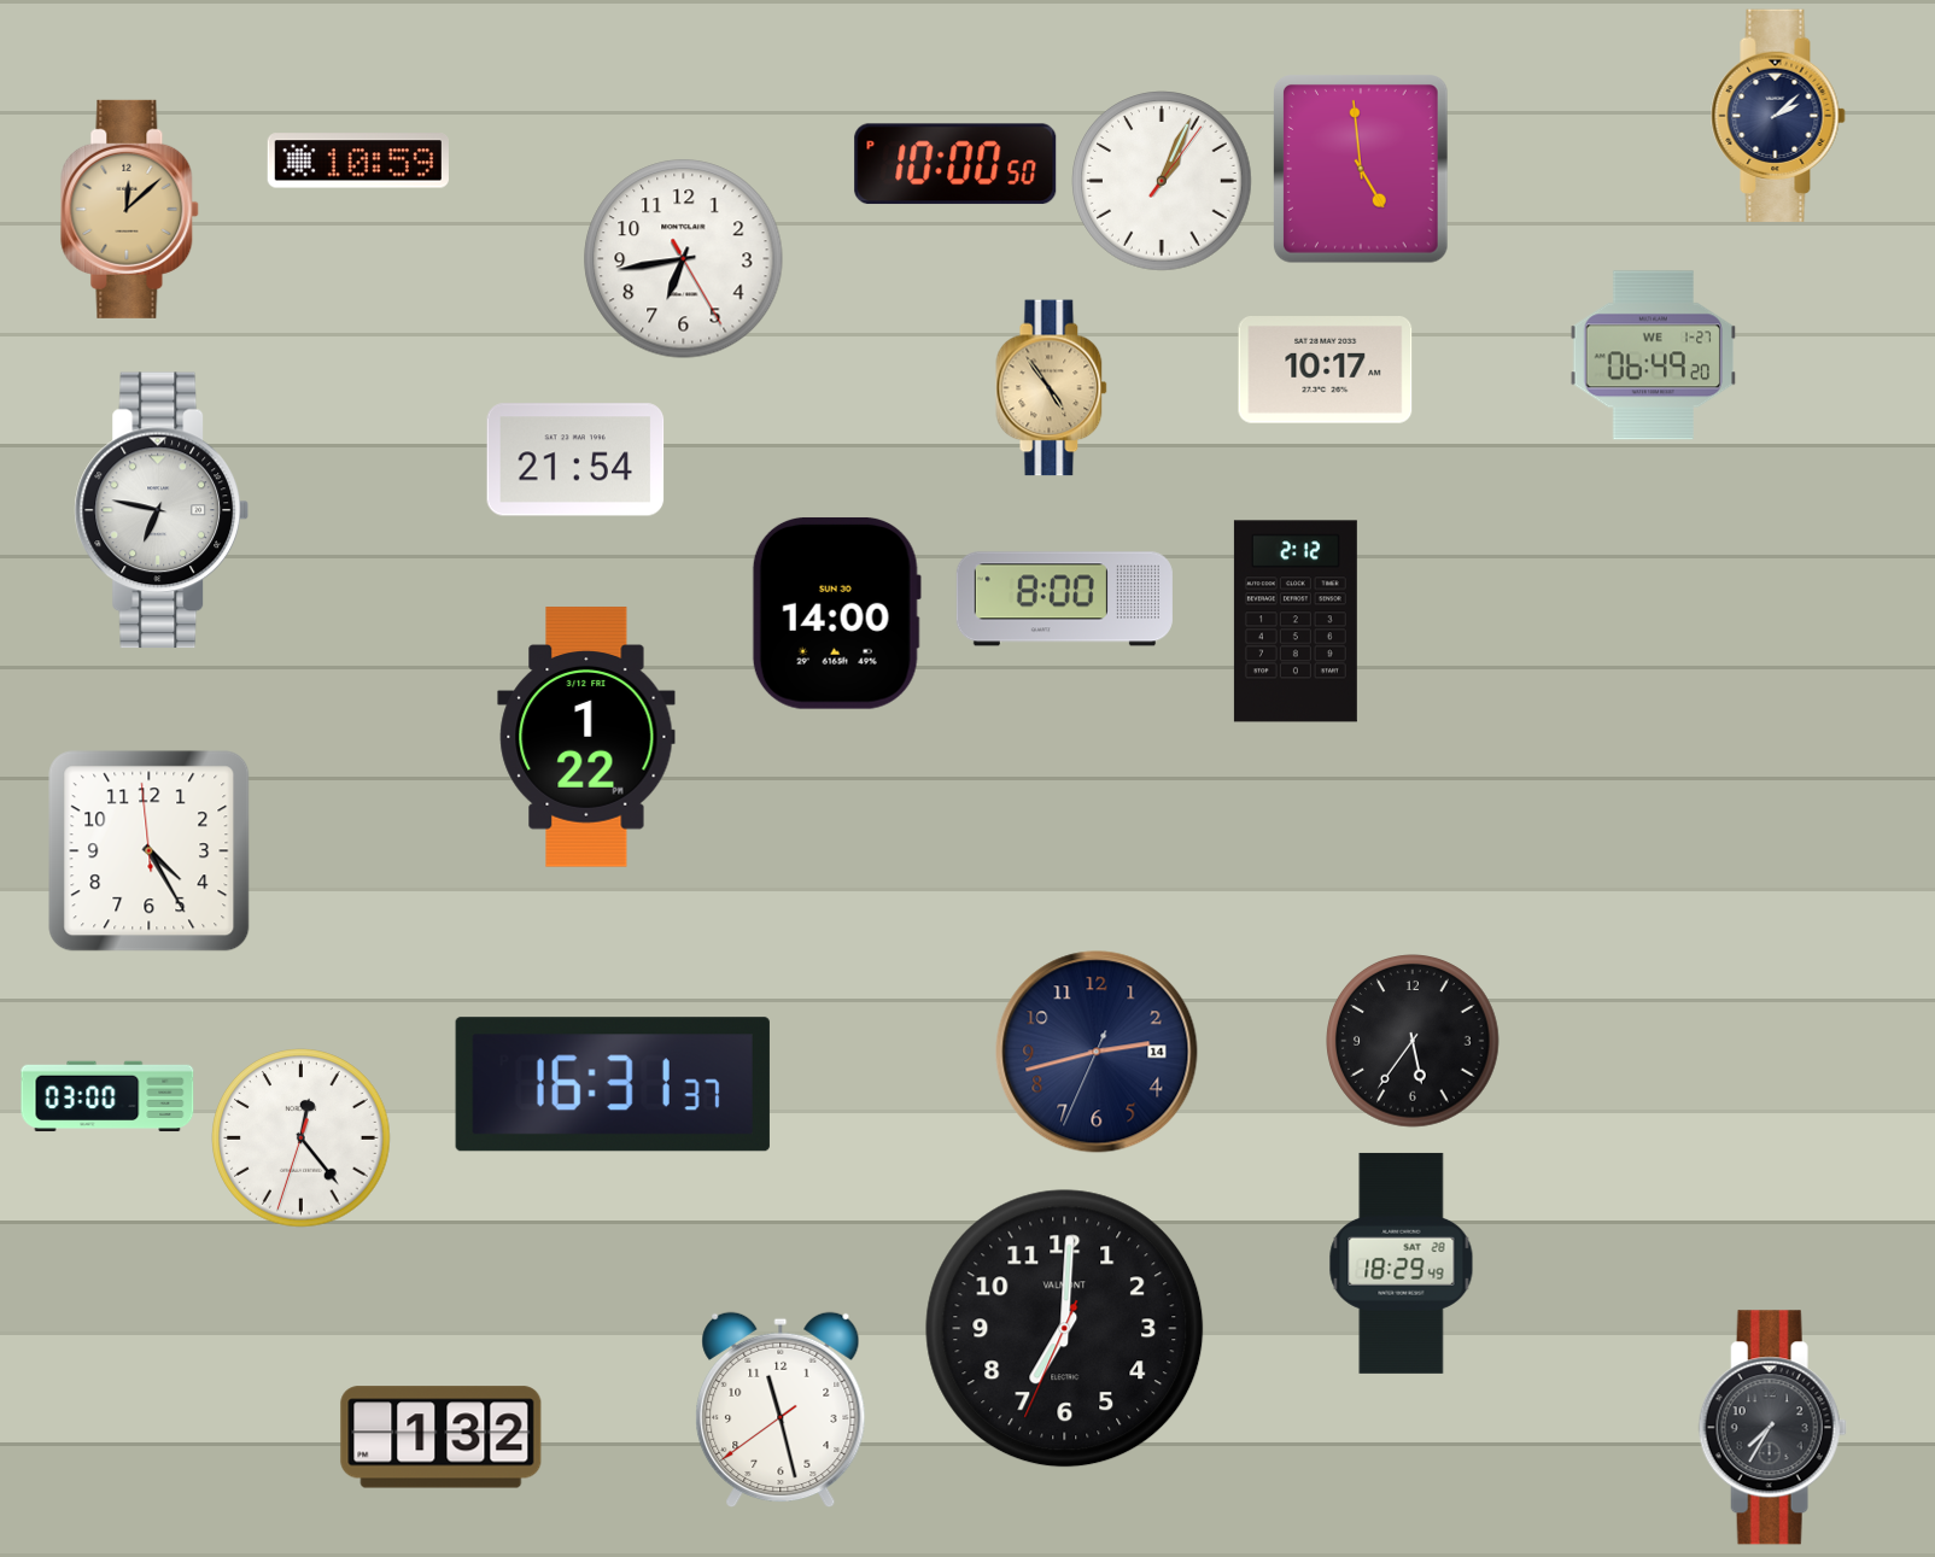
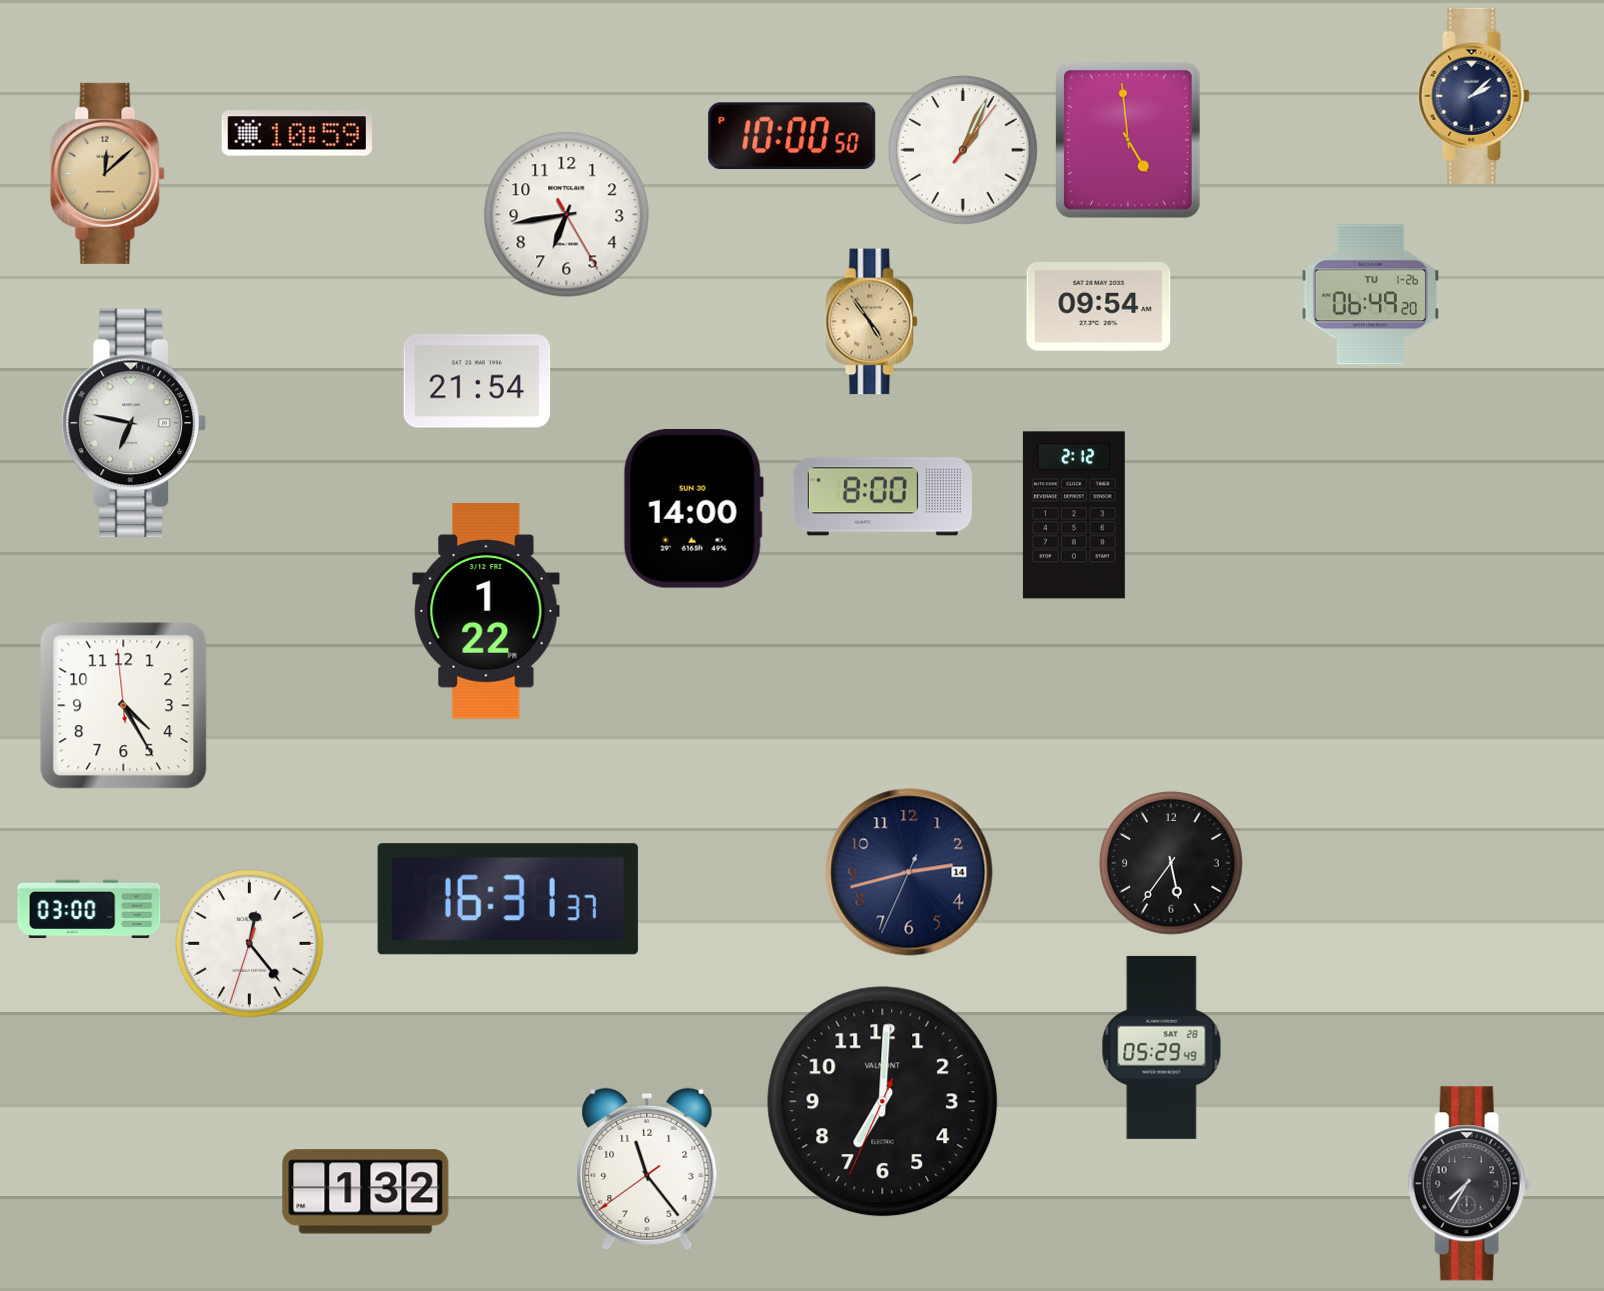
clock at (1654, 356) date: WE 1-27 -> TU 1-26
clock at (1326, 370): 10:17 -> 09:54
clock at (1402, 1263): 18:29 -> 05:29
clock at (781, 1410): 11:27 -> 11:23
